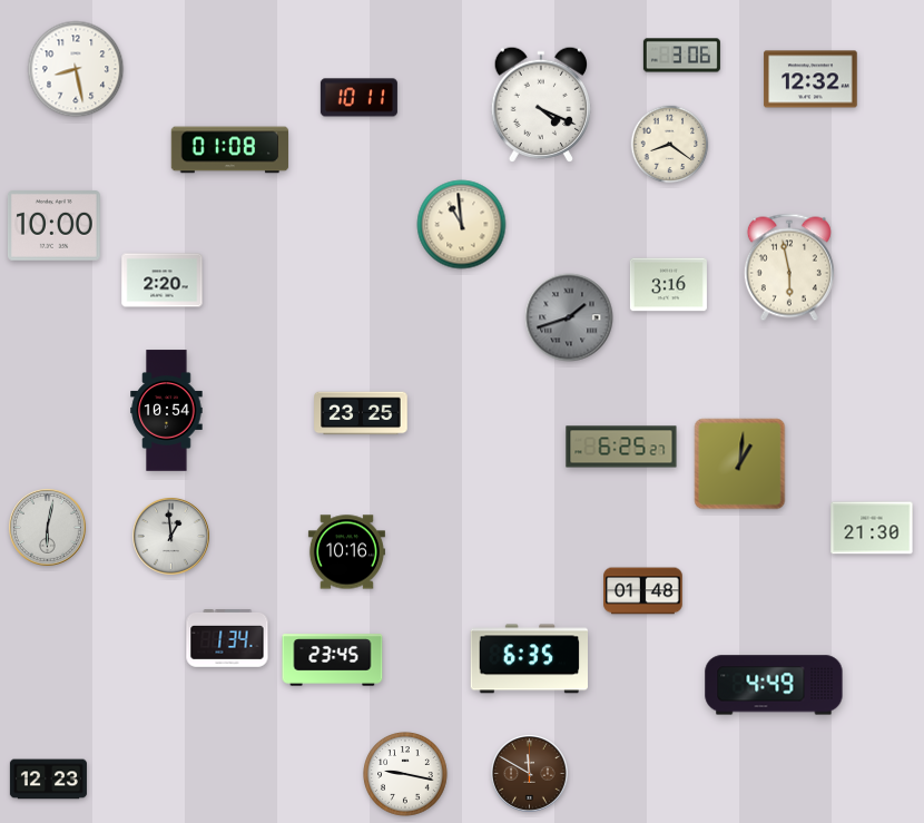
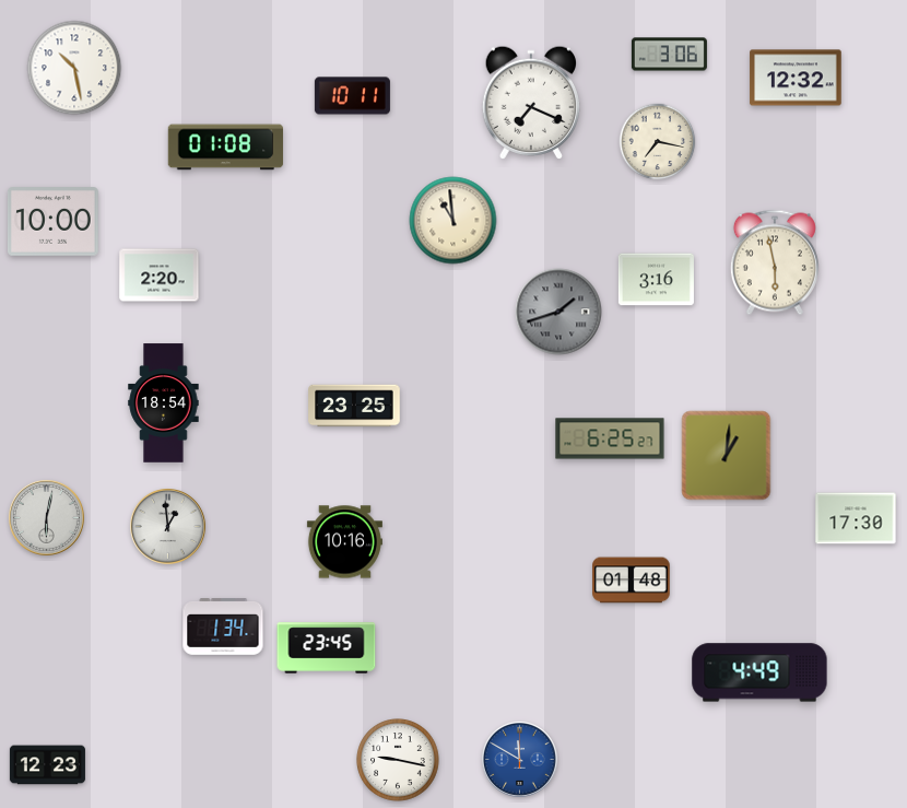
clock at (76, 69): 8:28 -> 10:28
clock at (541, 104): 4:19 -> 7:19
clock at (670, 145): 8:21 -> 7:17
clock at (167, 411): 10:54 -> 18:54
clock at (872, 528): 21:30 -> 17:30
clock at (346, 552) position: (346, 552) -> (344, 542)
clock at (529, 659): 6:35 -> none
clock at (530, 774) dial: brown -> blue
